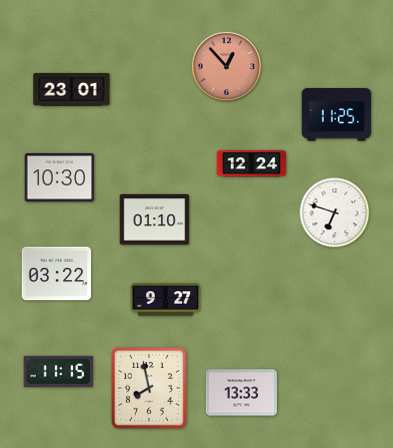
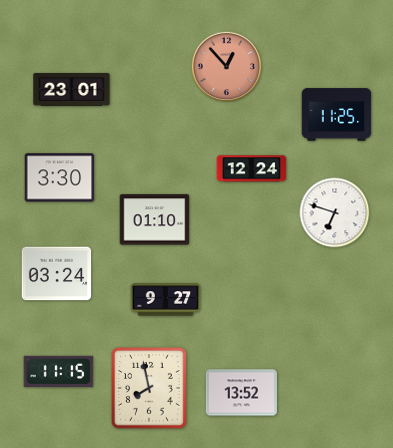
clock at (252, 164) position: (252, 164) -> (252, 169)
clock at (60, 178): 10:30 -> 3:30
clock at (57, 274): 03:22 -> 03:24
clock at (241, 393): 13:33 -> 13:52
